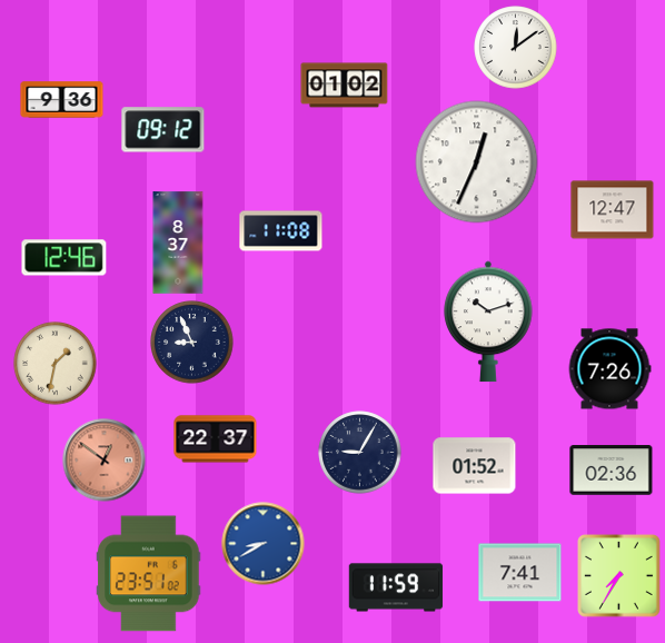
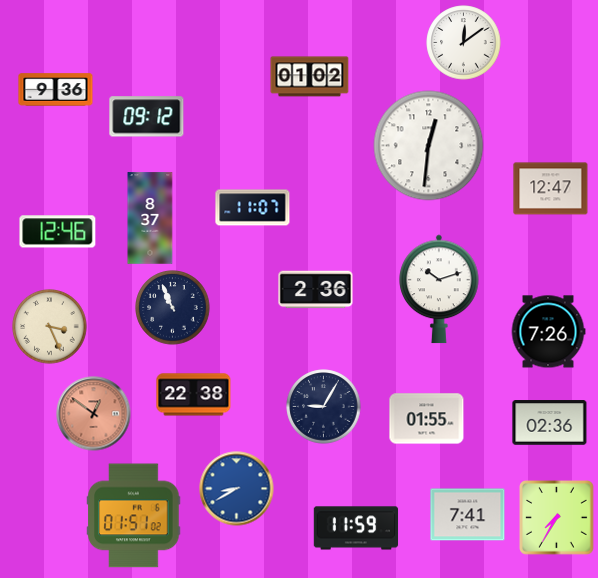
clock at (477, 162): 12:34 -> 12:31
clock at (281, 231): 11:08 -> 11:07
clock at (178, 243) position: (178, 243) -> (150, 218)
clock at (316, 290): none -> 2:36
clock at (192, 343): 8:56 -> 10:56
clock at (56, 364): 1:32 -> 3:26
clock at (216, 439): 22:37 -> 22:38
clock at (475, 466): 01:52 -> 01:55
clock at (149, 574): 23:51 -> 01:51
